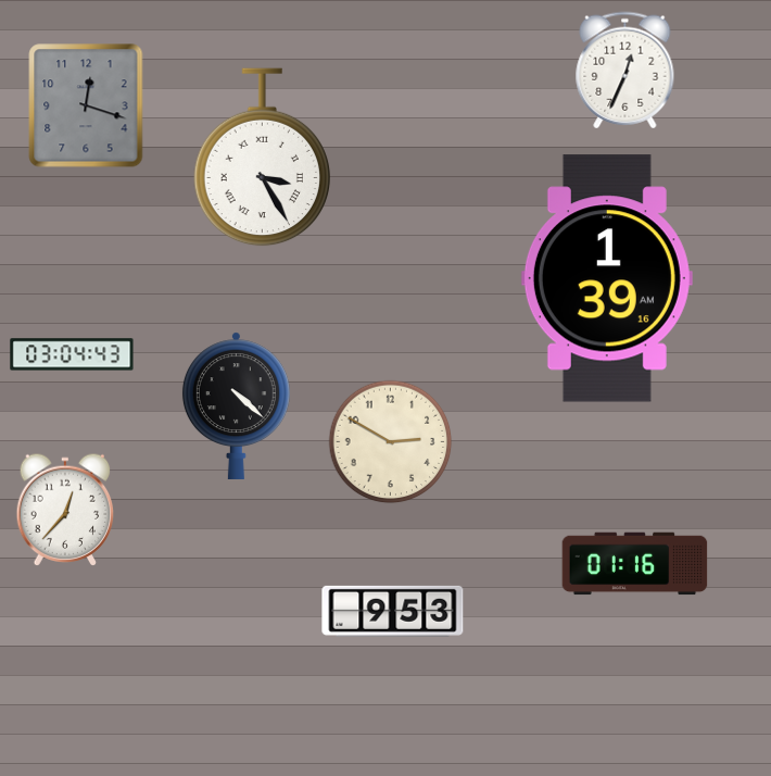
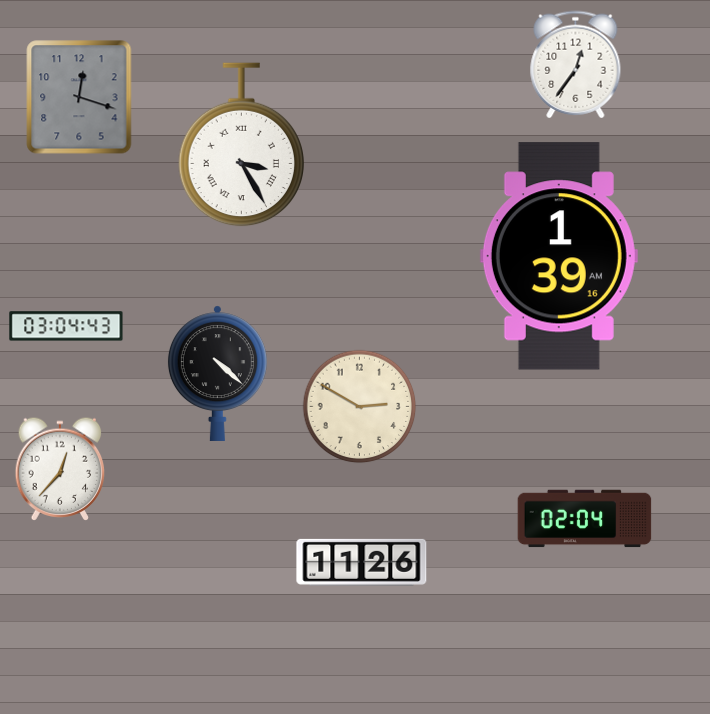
clock at (625, 71): 12:34 -> 12:36
clock at (635, 564): 01:16 -> 02:04
clock at (393, 611): 9:53 -> 11:26
